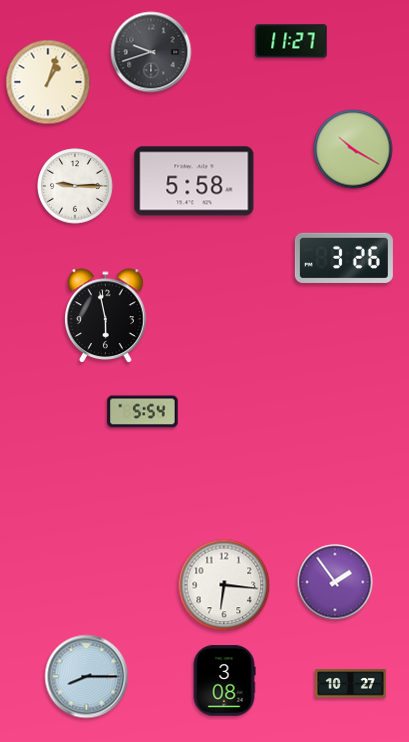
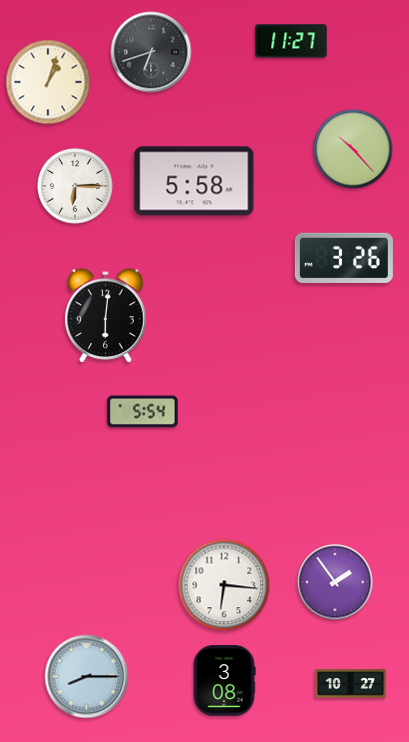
clock at (151, 52): 9:42 -> 6:42
clock at (353, 149): 10:20 -> 10:23
clock at (75, 186): 9:15 -> 6:15
clock at (106, 316): 5:58 -> 6:01
